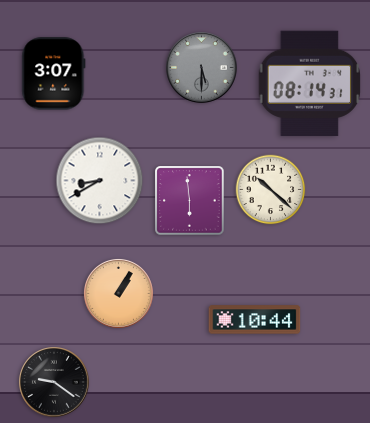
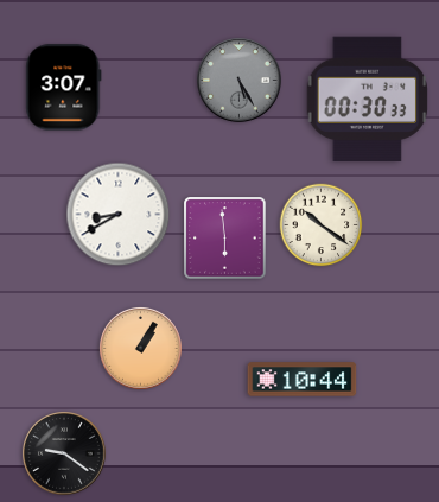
clock at (202, 68): 5:30 -> 5:25
clock at (310, 84): 08:14 -> 00:30
clock at (271, 190): 10:22 -> 10:21
